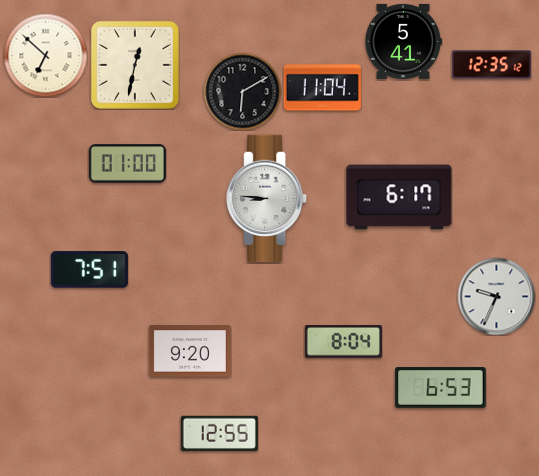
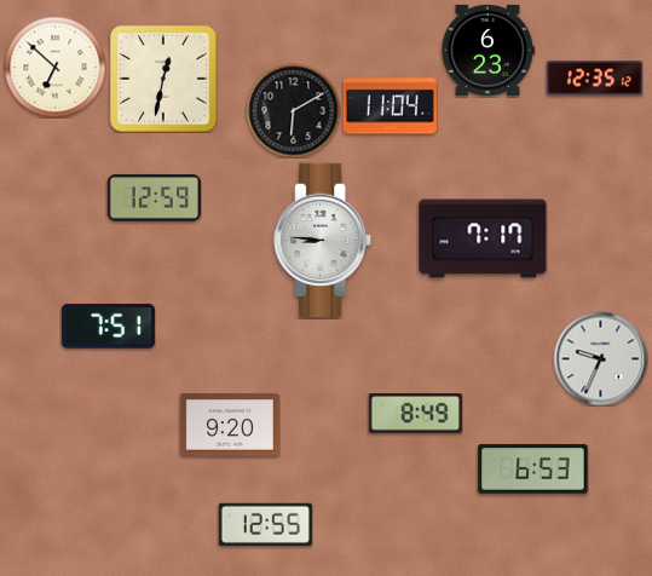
clock at (403, 41): 5:41 -> 6:23
clock at (127, 164): 01:00 -> 12:59
clock at (399, 197): 6:17 -> 7:17
clock at (343, 342): 8:04 -> 8:49
